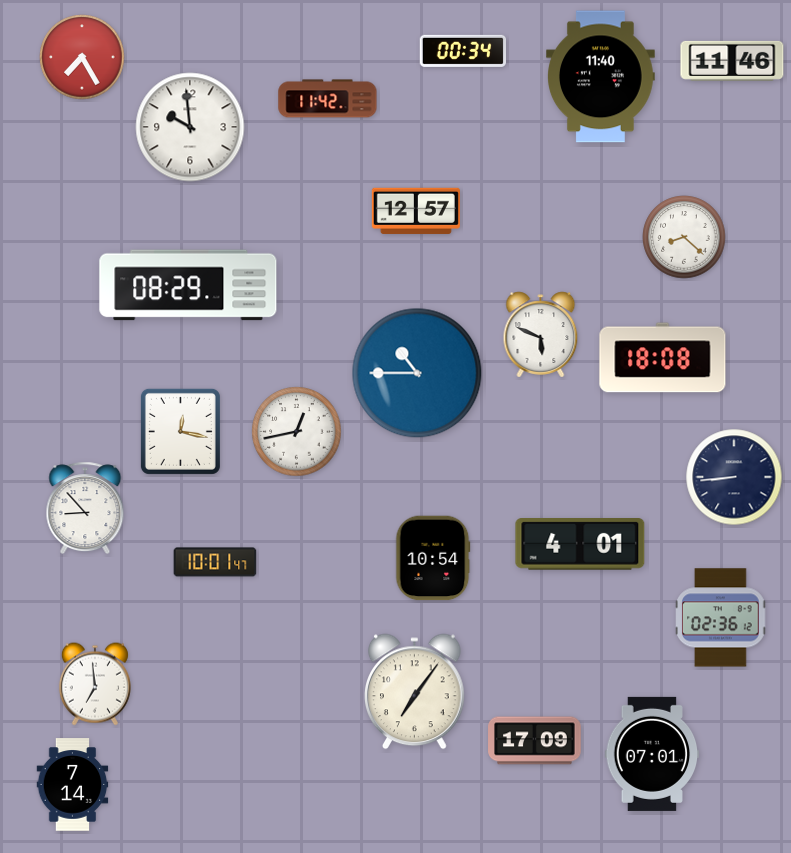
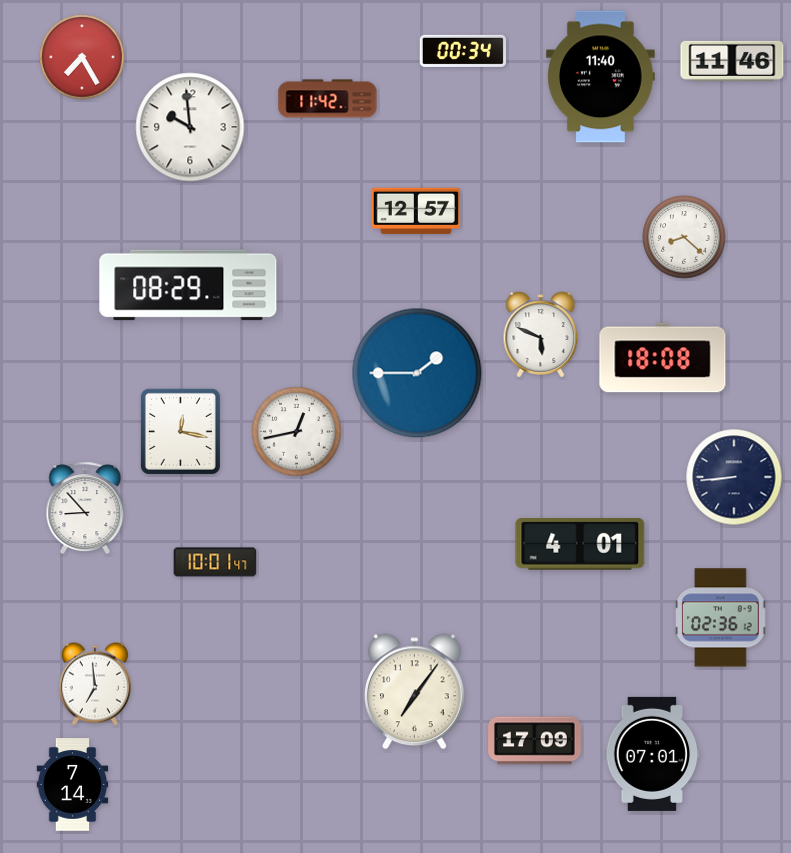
clock at (417, 373): 10:45 -> 1:45
clock at (433, 558): 10:54 -> none
